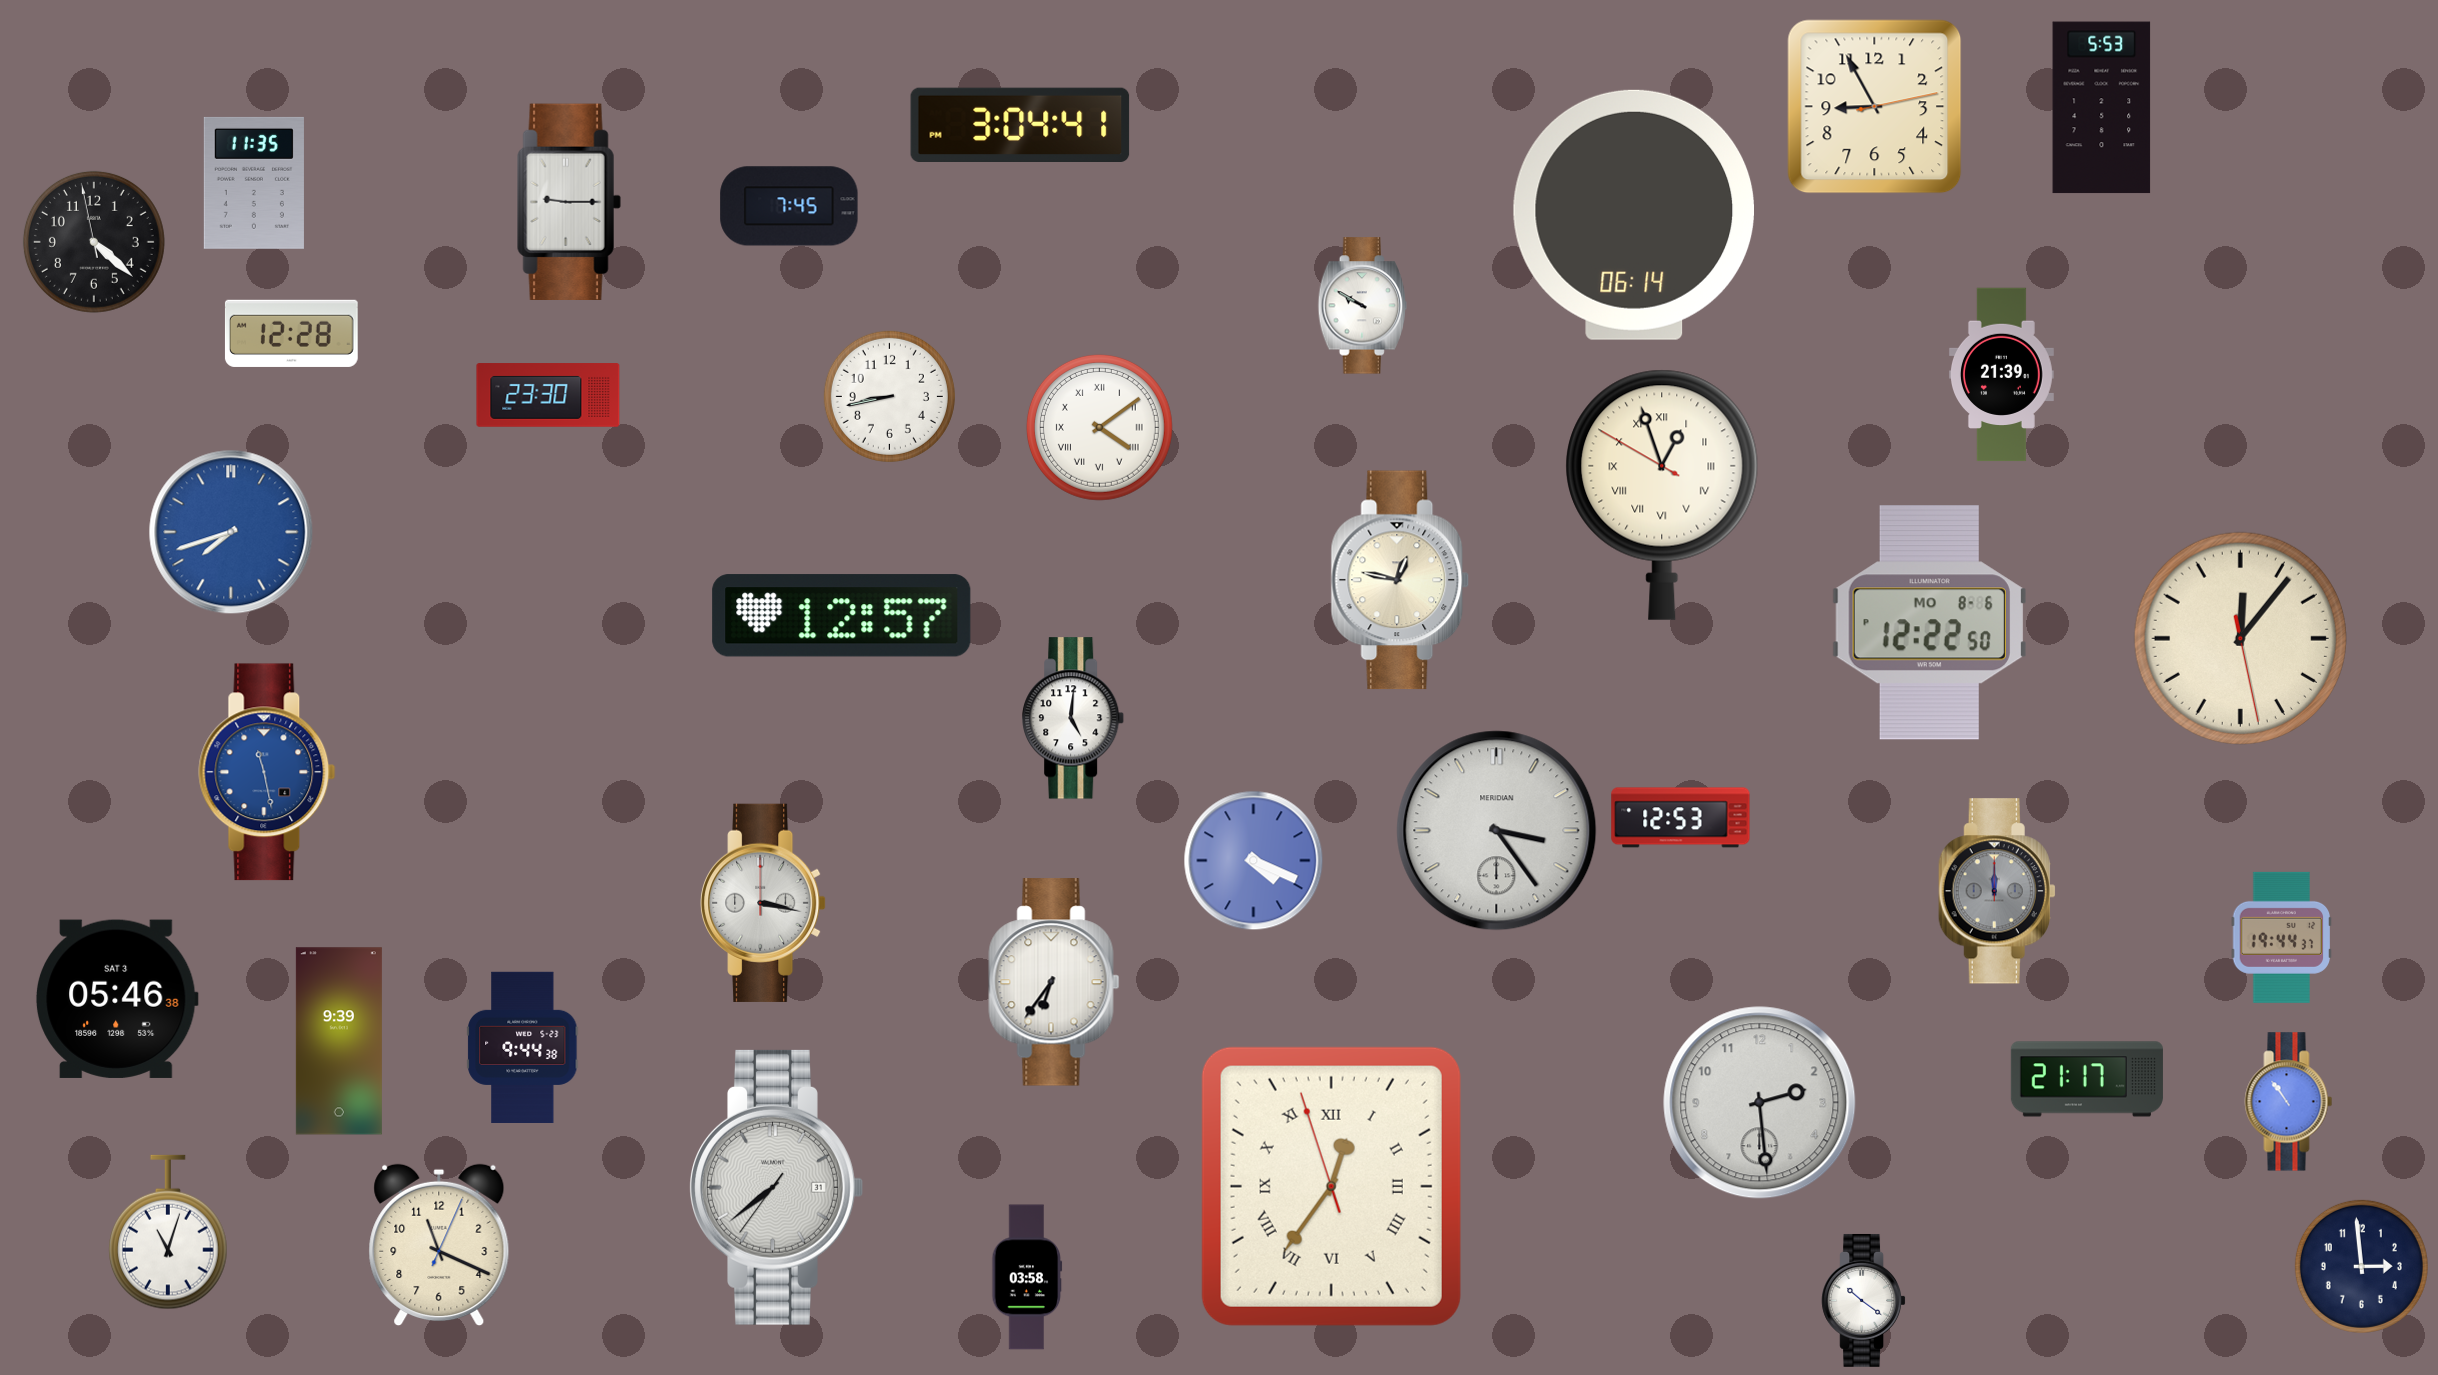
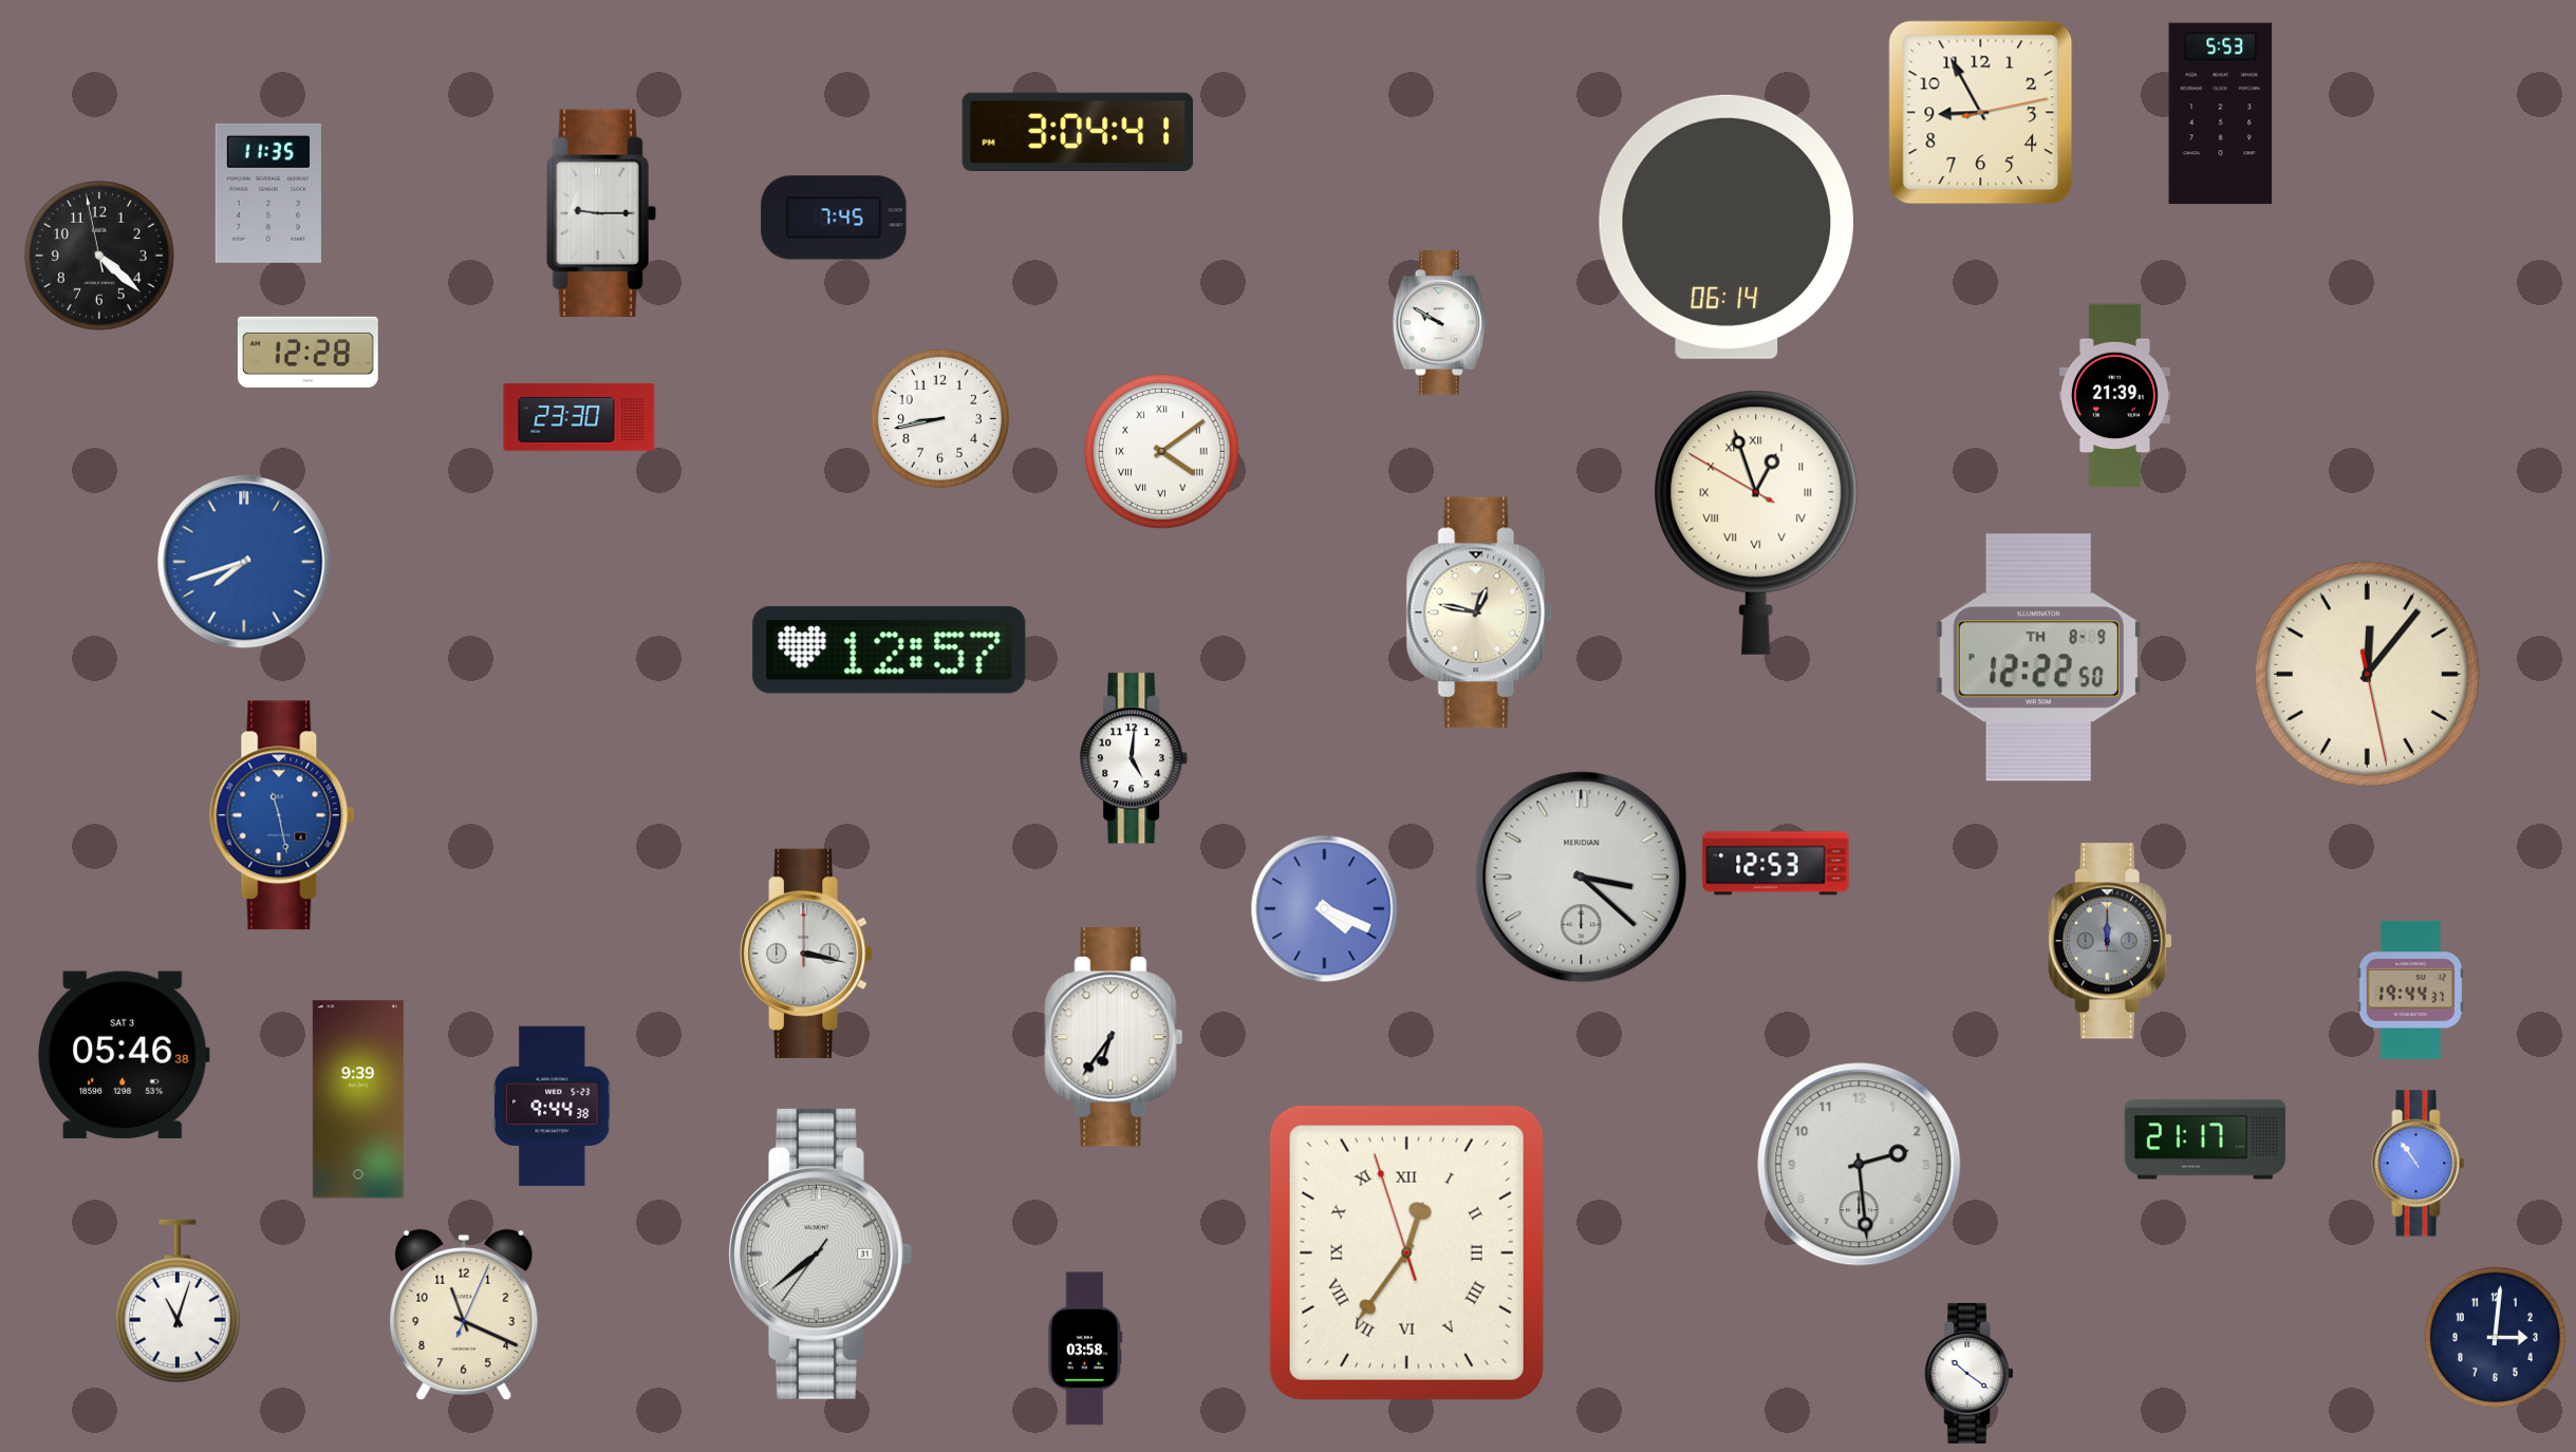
clock at (1929, 623) date: MO 8-6 -> TH 8-9
clock at (1497, 831): 3:24 -> 3:22
clock at (2361, 1266): 2:59 -> 3:01
